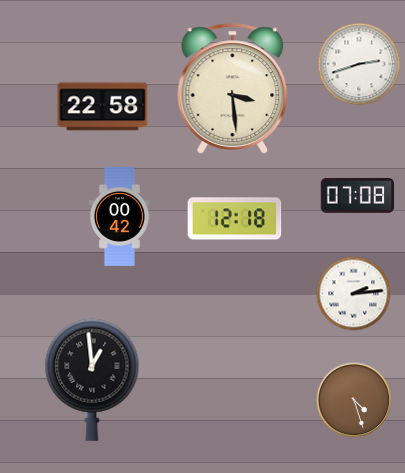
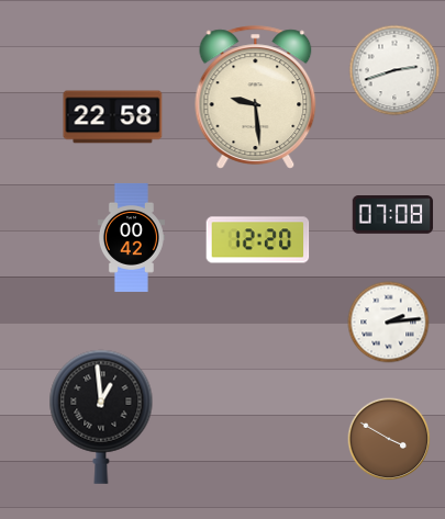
clock at (233, 89): 3:29 -> 9:29
clock at (235, 219): 12:18 -> 12:20
clock at (354, 400): 4:27 -> 3:50
